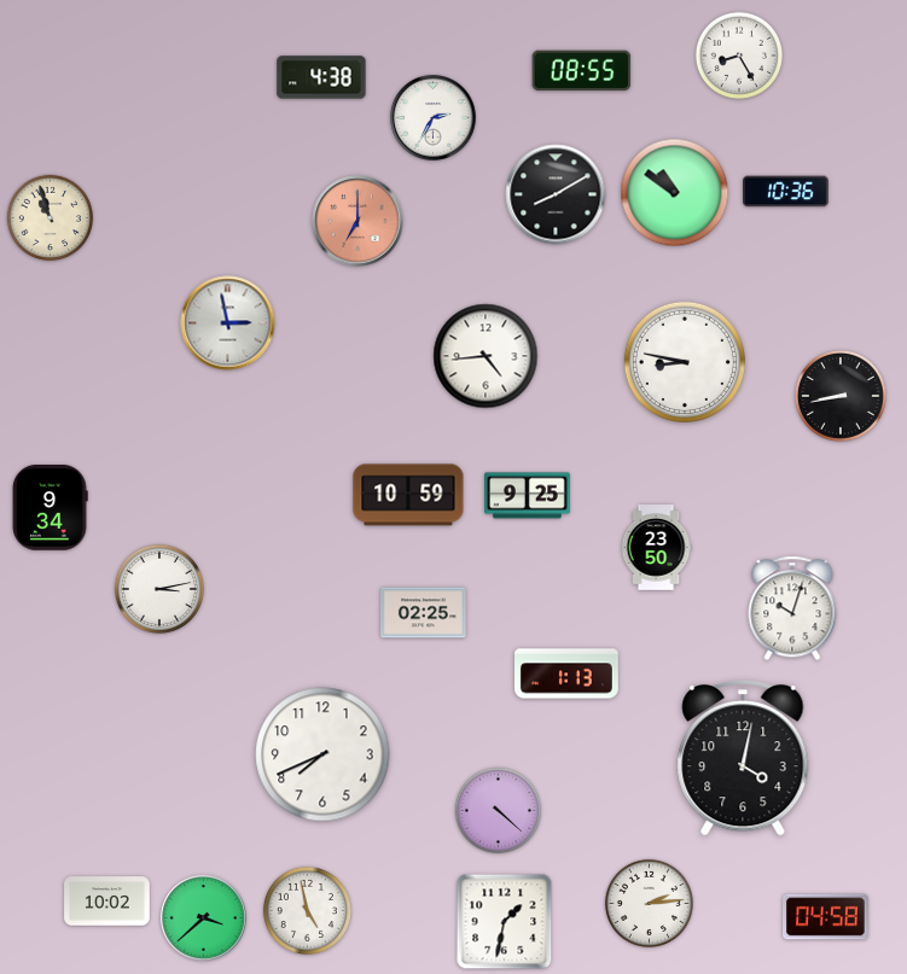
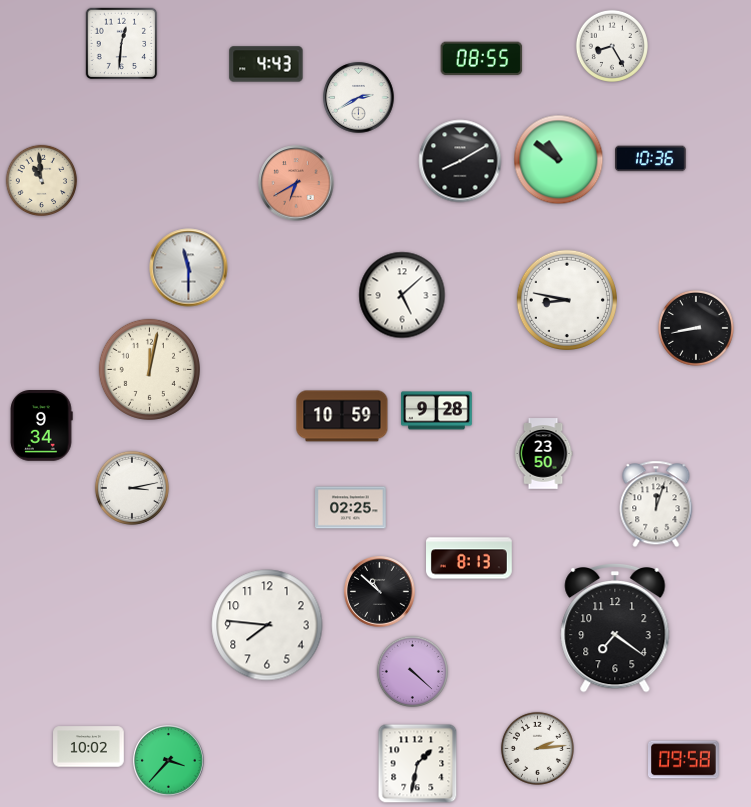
clock at (122, 44): none -> 12:31
clock at (321, 77): 4:38 -> 4:43
clock at (434, 118): 2:35 -> 2:40
clock at (51, 218): 10:57 -> 10:59
clock at (357, 221): 7:00 -> 6:40
clock at (228, 323): 2:58 -> 11:30
clock at (486, 356): 4:44 -> 5:08
clock at (149, 369): none -> 12:02
clock at (408, 495) position: (408, 495) -> (342, 416)
clock at (528, 496): 9:25 -> 9:28
clock at (50, 508) position: (50, 508) -> (41, 426)
clock at (792, 608): 10:03 -> 12:03
clock at (568, 673): 1:13 -> 8:13
clock at (380, 592): none -> 10:52
clock at (322, 754): 7:41 -> 7:46
clock at (743, 759): 4:02 -> 7:21
clock at (307, 910): 4:58 -> none
clock at (826, 917): 04:58 -> 09:58
clock at (204, 918): 3:38 -> 3:37
